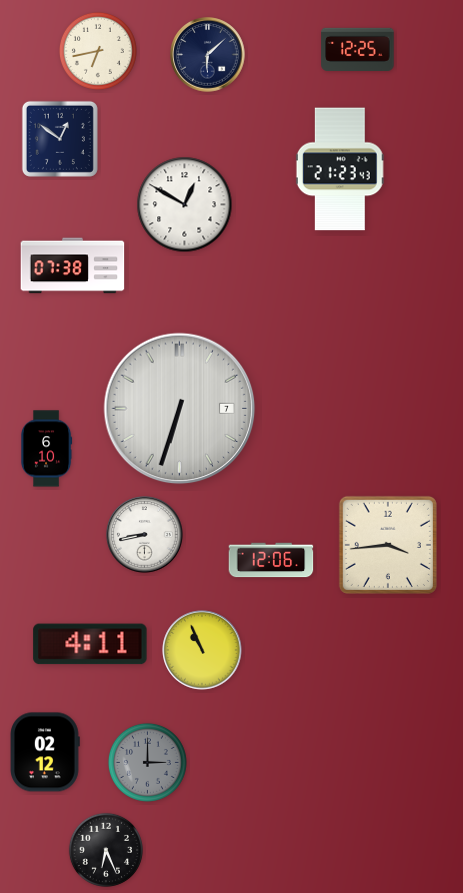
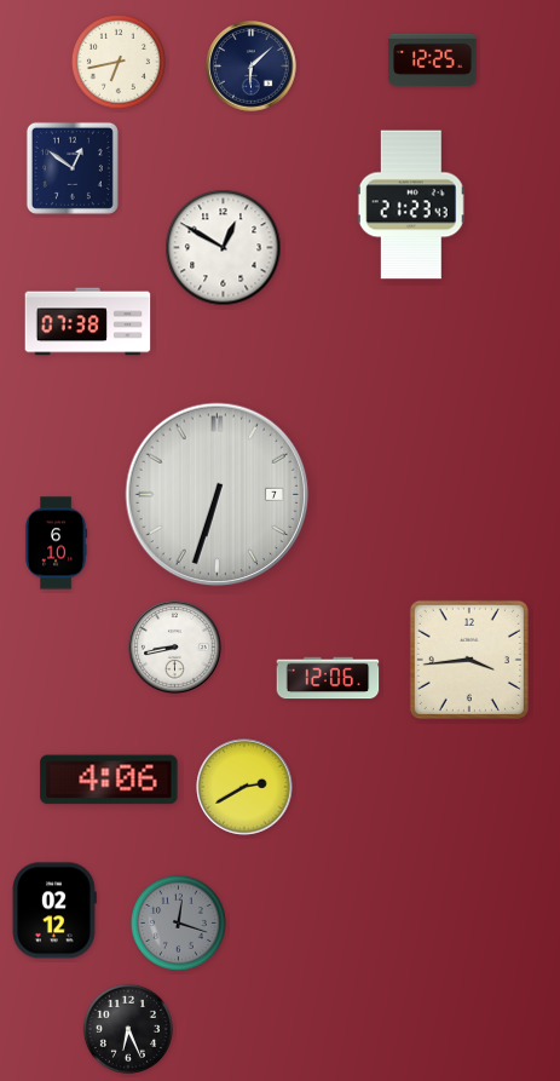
clock at (90, 644): 4:11 -> 4:06
clock at (202, 650): 10:56 -> 2:40
clock at (147, 762): 3:00 -> 12:18
